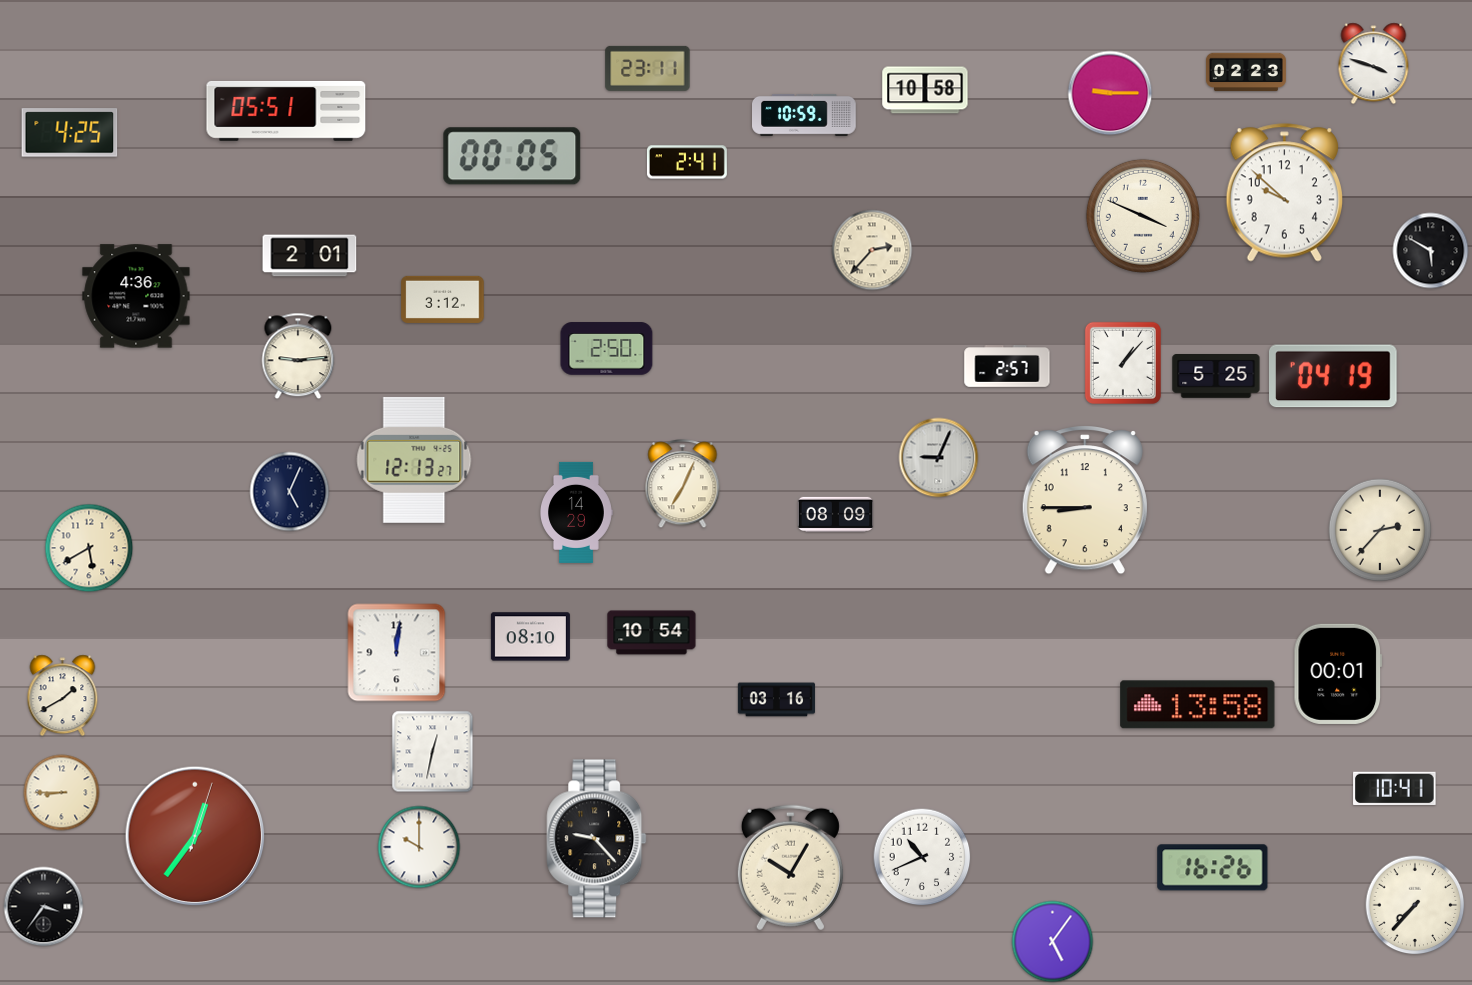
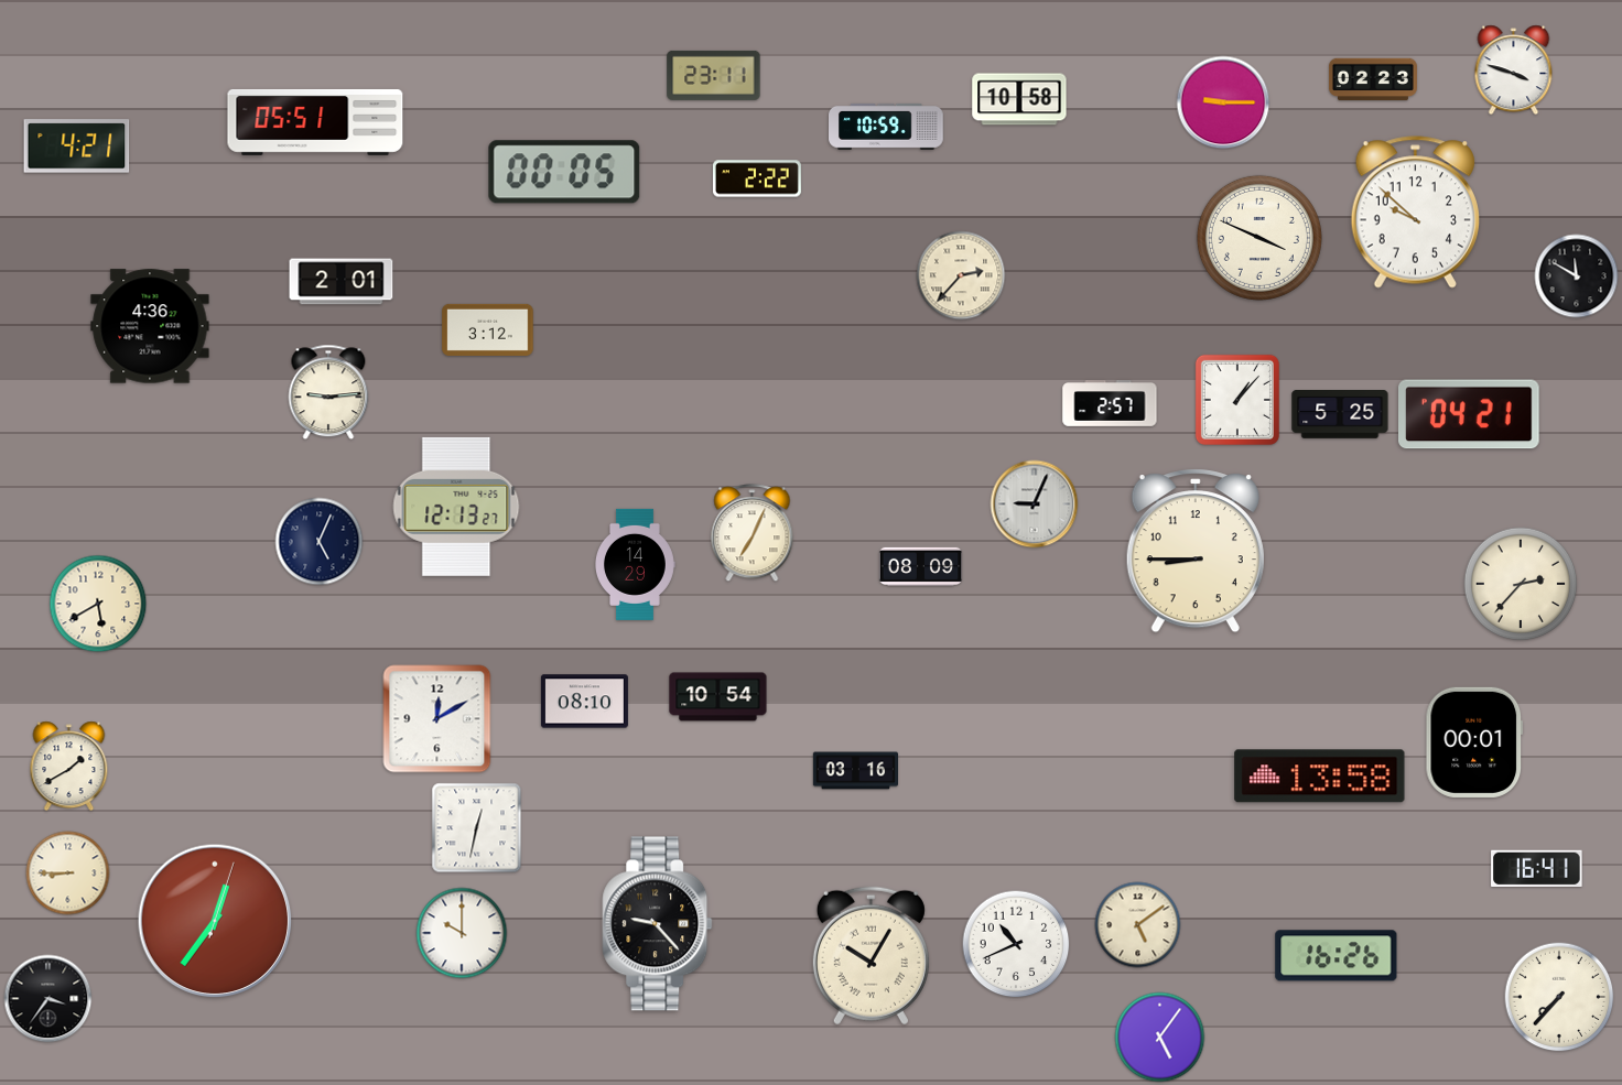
clock at (70, 133): 4:25 -> 4:21
clock at (687, 162): 2:41 -> 2:22
clock at (1431, 251): 5:50 -> 11:50
clock at (607, 349): 2:50 -> none
clock at (1334, 376): 04:19 -> 04:21
clock at (397, 653): 12:01 -> 12:10
clock at (1395, 789): 10:41 -> 16:41
clock at (1138, 925): none -> 5:09
